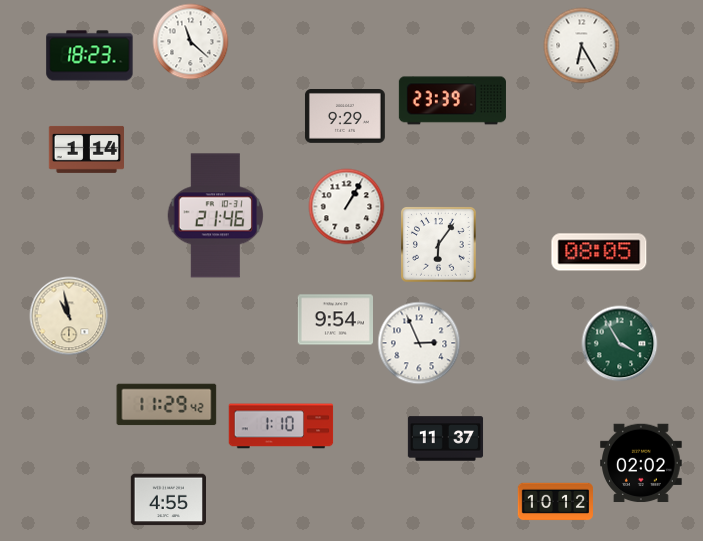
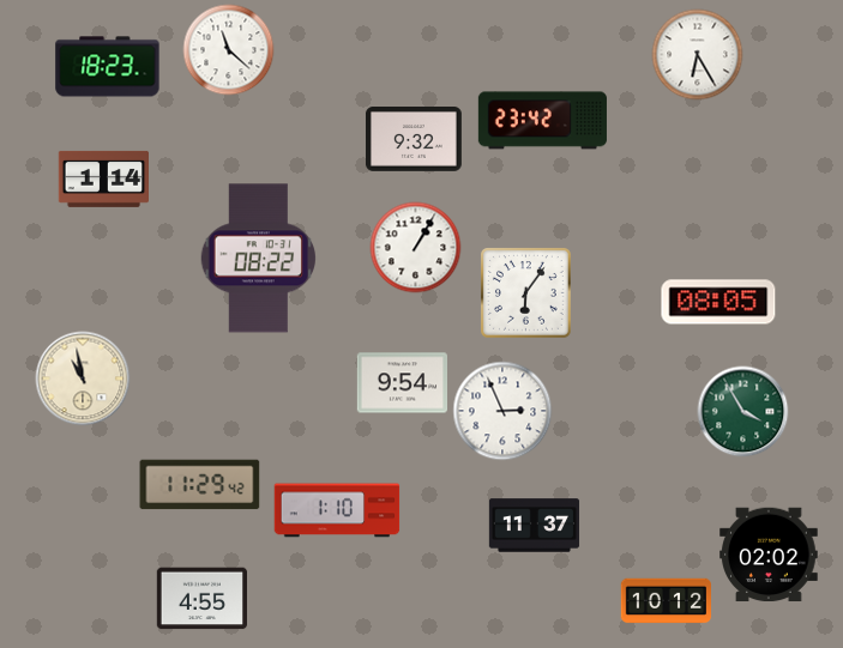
clock at (452, 101): 23:39 -> 23:42
clock at (345, 117): 9:29 -> 9:32
clock at (216, 216): 21:46 -> 08:22
